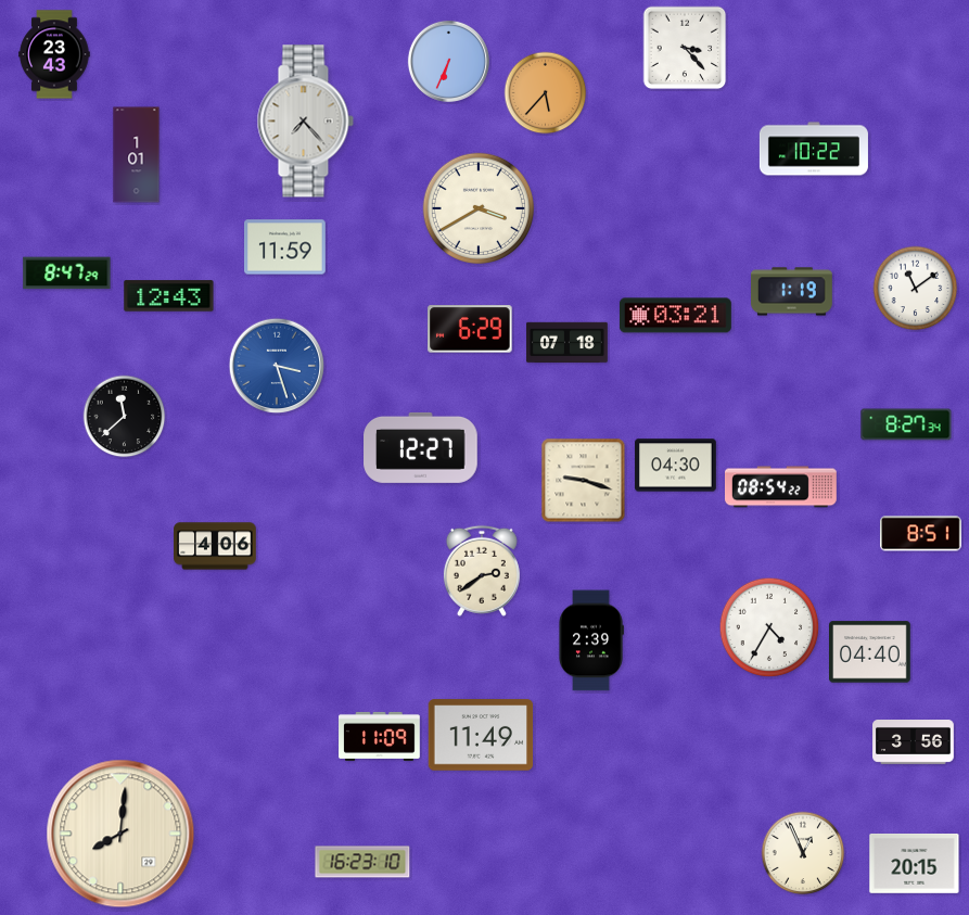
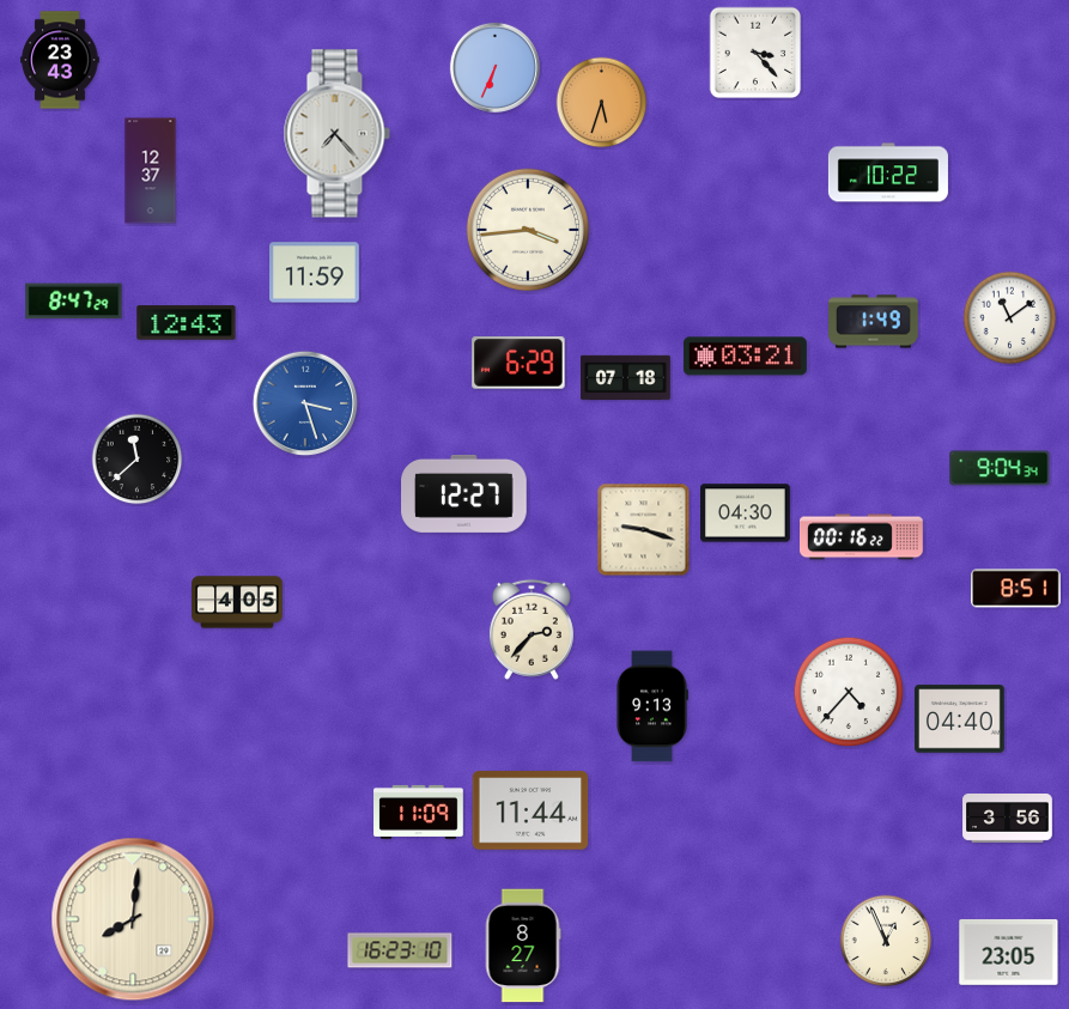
clock at (546, 93): 5:37 -> 5:33
clock at (814, 149) position: (814, 149) -> (888, 172)
clock at (137, 155): 1:01 -> 12:37
clock at (477, 207): 3:40 -> 3:44
clock at (792, 292): 1:19 -> 1:49
clock at (169, 296) position: (169, 296) -> (187, 323)
clock at (675, 316) position: (675, 316) -> (745, 357)
clock at (906, 424): 8:27 -> 9:04
clock at (781, 487): 08:54 -> 00:16
clock at (215, 546): 4:06 -> 4:05
clock at (482, 571): 2:39 -> 2:37
clock at (769, 627): 4:35 -> 4:37
clock at (591, 640): 2:39 -> 9:13
clock at (481, 735): 11:49 -> 11:44
clock at (523, 946): none -> 8:27
clock at (915, 863): 20:15 -> 23:05
